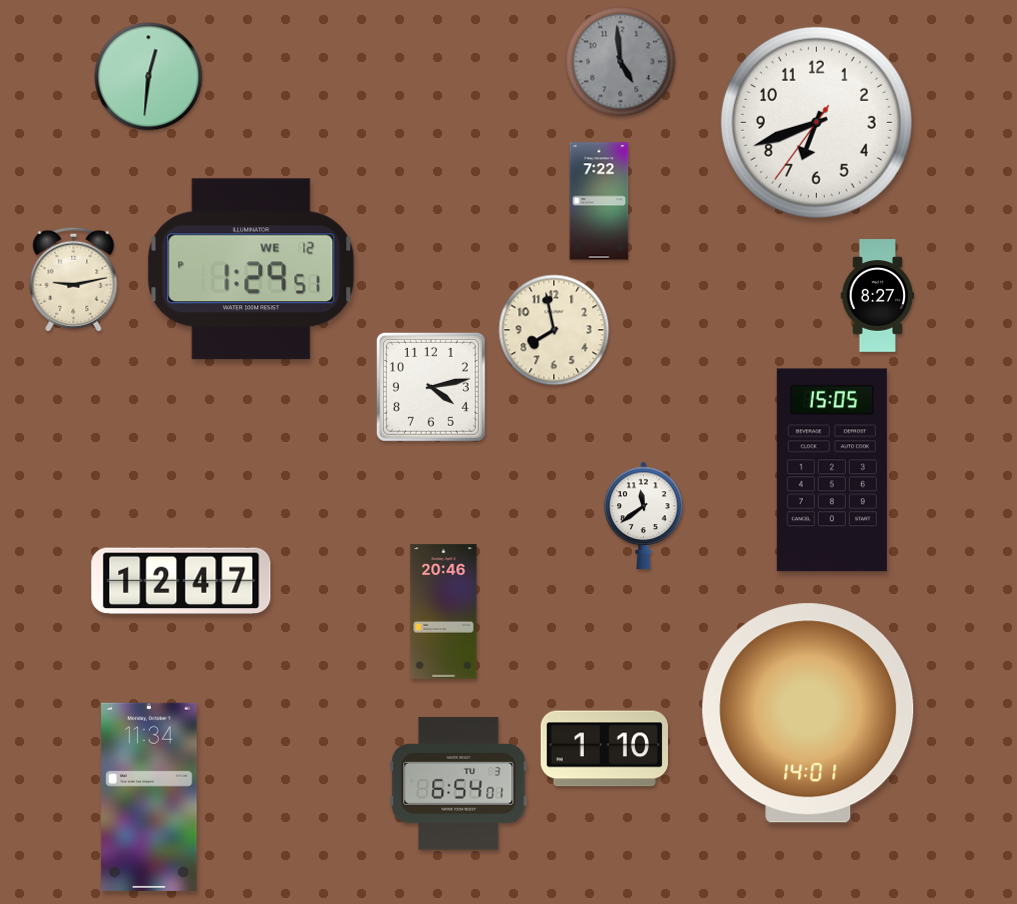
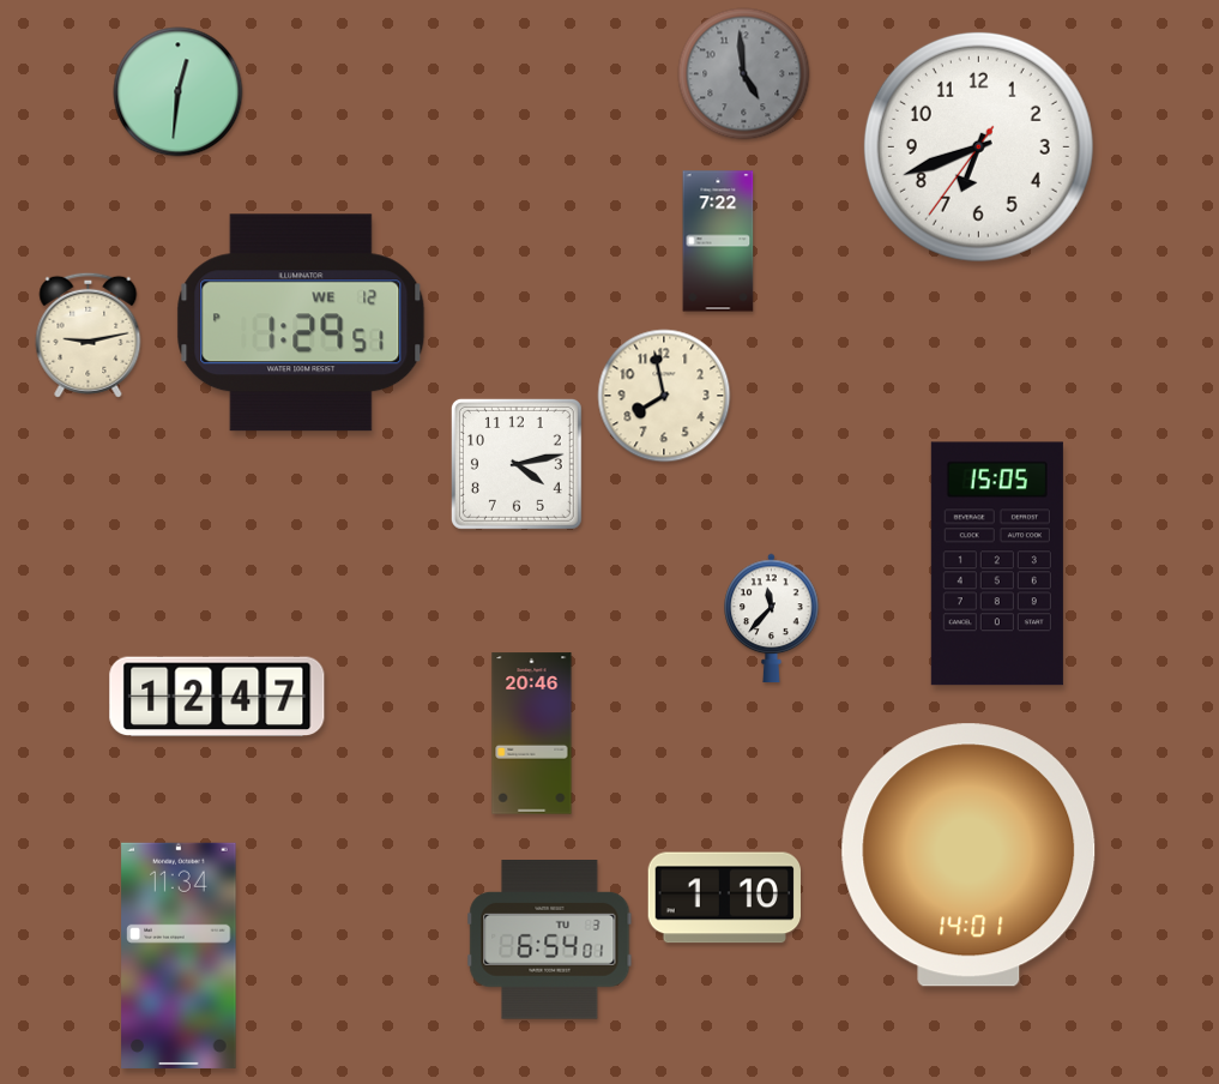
clock at (878, 296): 8:27 -> none
clock at (644, 516): 11:39 -> 11:37
